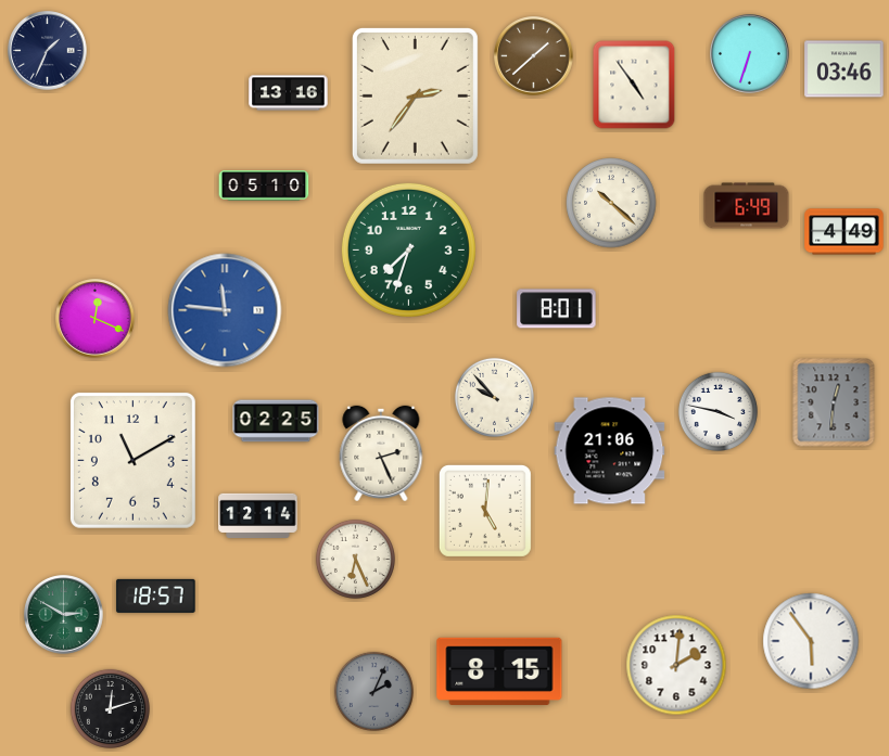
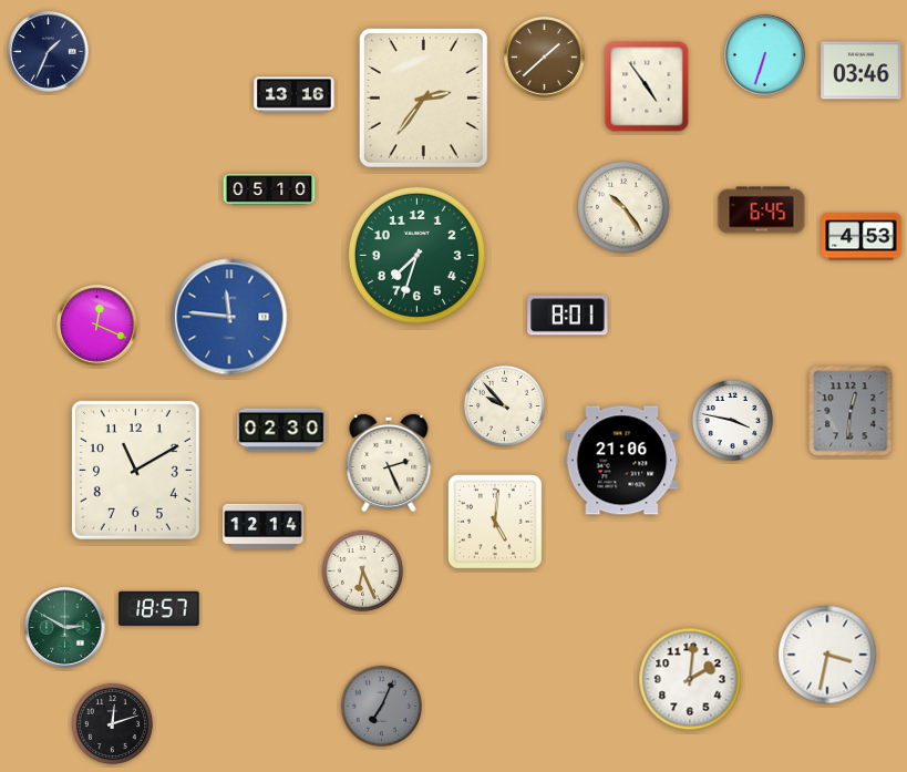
clock at (611, 203): 10:22 -> 10:24
clock at (747, 206): 6:49 -> 6:45
clock at (844, 232): 4:49 -> 4:53
clock at (276, 421): 02:25 -> 02:30
clock at (811, 641): 5:54 -> 3:32
clock at (499, 671): 8:15 -> none
clock at (373, 691): 2:04 -> 7:04
